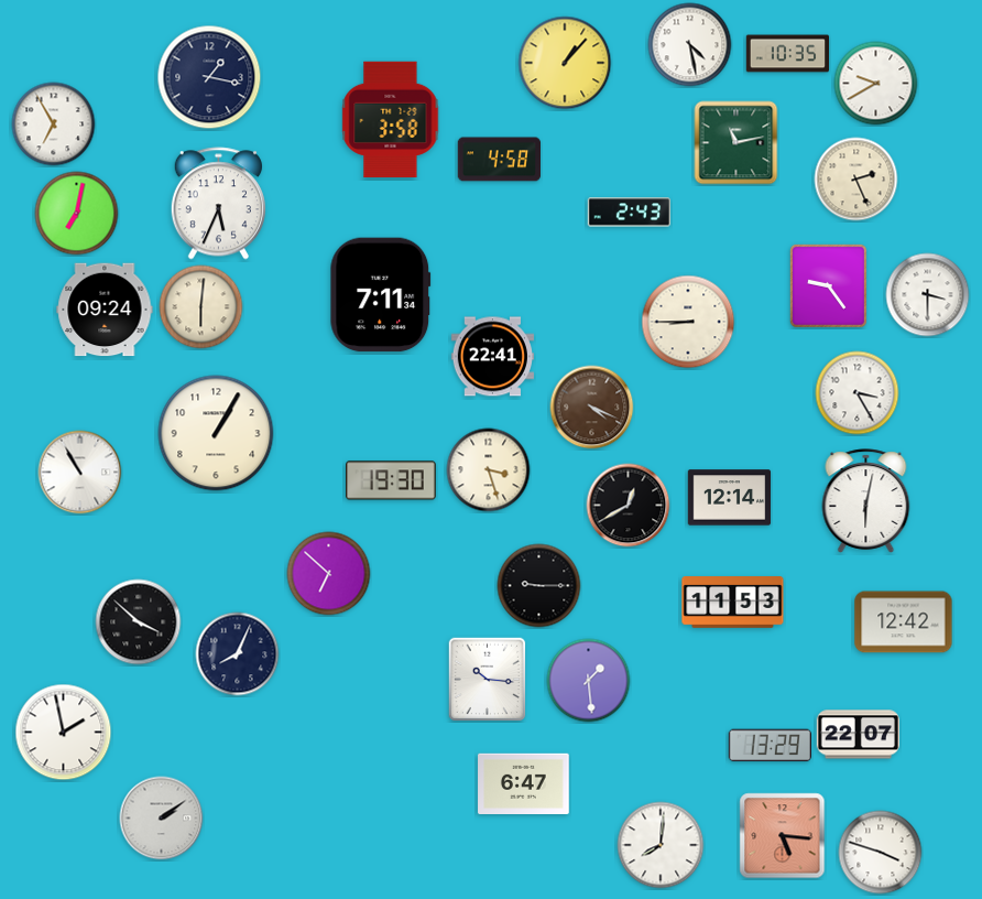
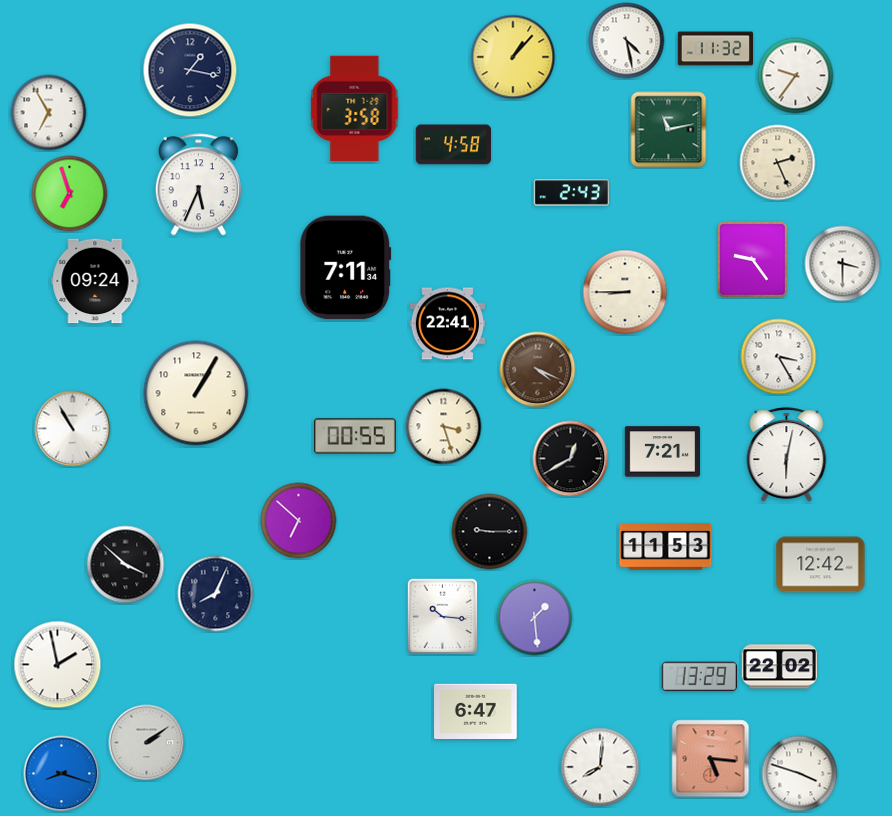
clock at (788, 54): 10:35 -> 11:32
clock at (876, 84): 9:40 -> 9:36
clock at (77, 214): 7:02 -> 6:57
clock at (928, 295) position: (928, 295) -> (843, 264)
clock at (201, 307): 6:01 -> none
clock at (392, 480): 19:30 -> 00:55
clock at (730, 498): 12:14 -> 7:21
clock at (858, 735): 22:07 -> 22:02
clock at (62, 774): none -> 8:18
